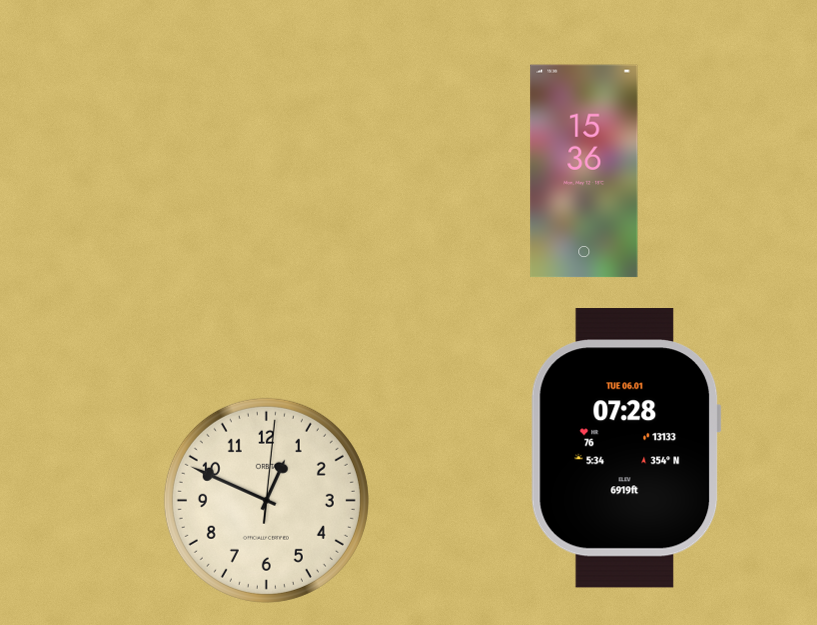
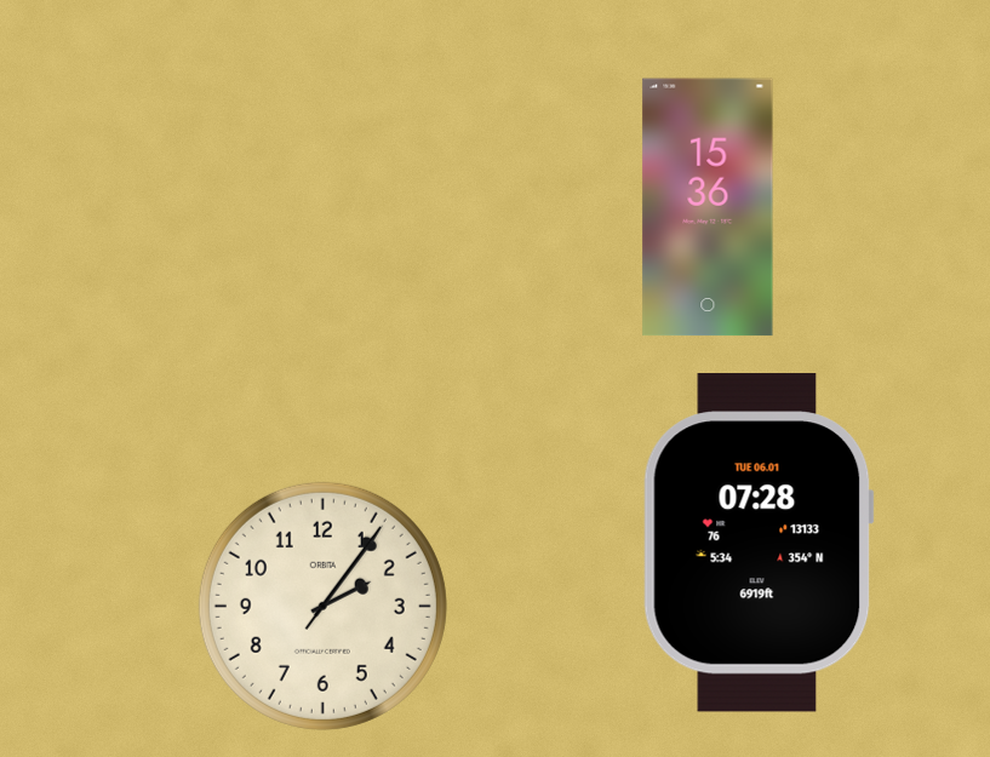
clock at (266, 500): 12:49 -> 2:06
